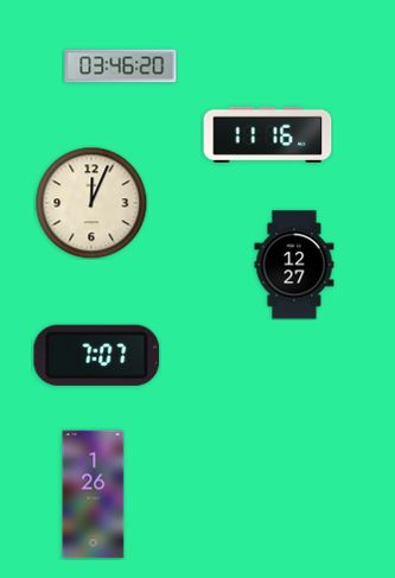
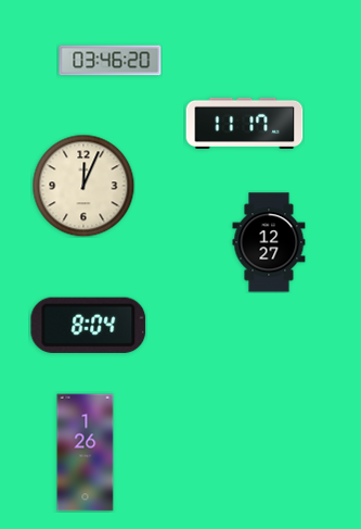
clock at (268, 134): 11:16 -> 11:17
clock at (97, 355): 7:07 -> 8:04
